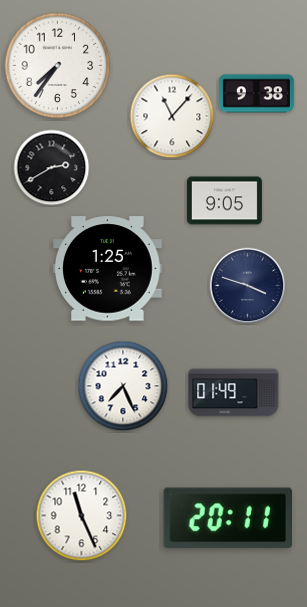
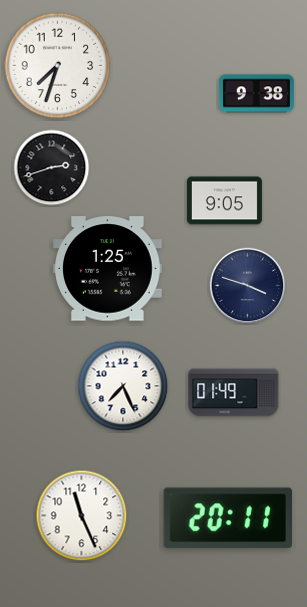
clock at (58, 66): 7:36 -> 7:33
clock at (172, 116): 11:07 -> none
clock at (52, 168): 2:40 -> 2:42
